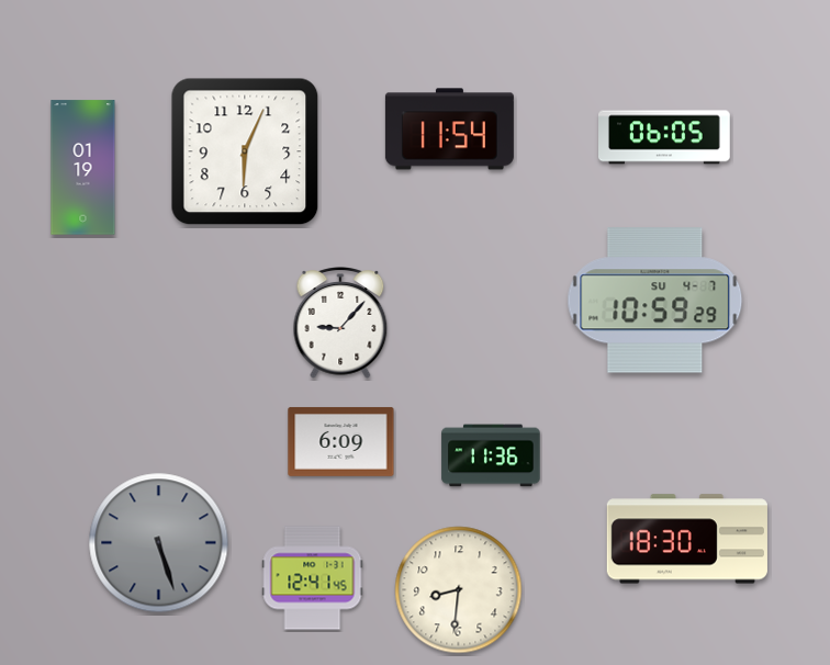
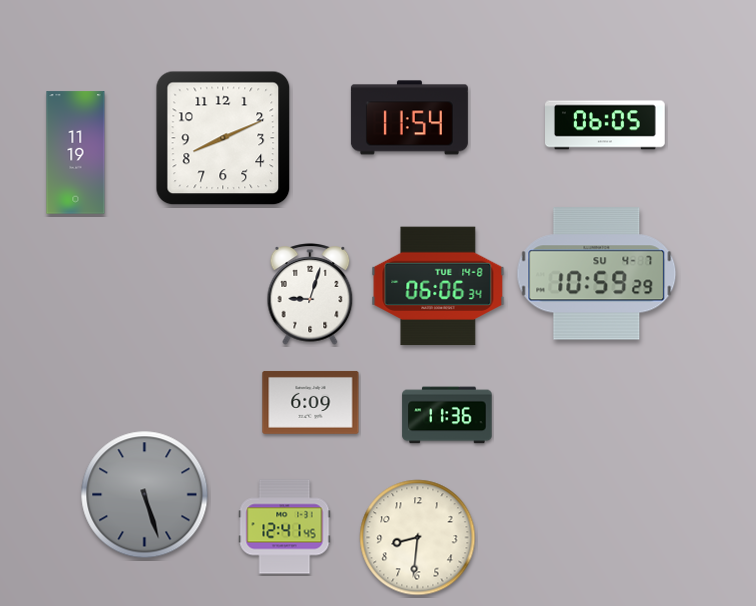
clock at (245, 151): 6:04 -> 8:11
clock at (83, 168): 01:19 -> 11:19
clock at (438, 286): none -> 06:06
clock at (340, 323): 9:07 -> 9:03
clock at (687, 539): 18:30 -> none
